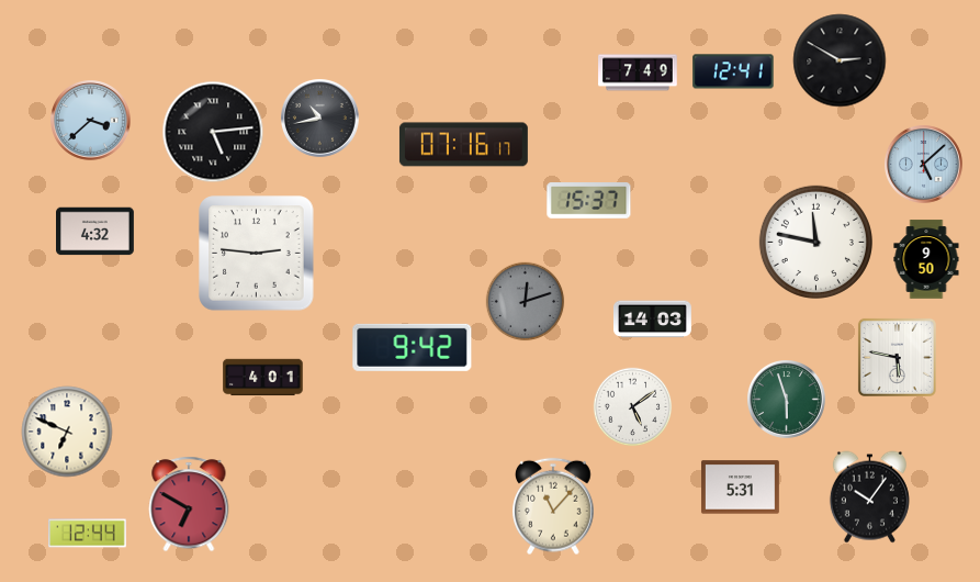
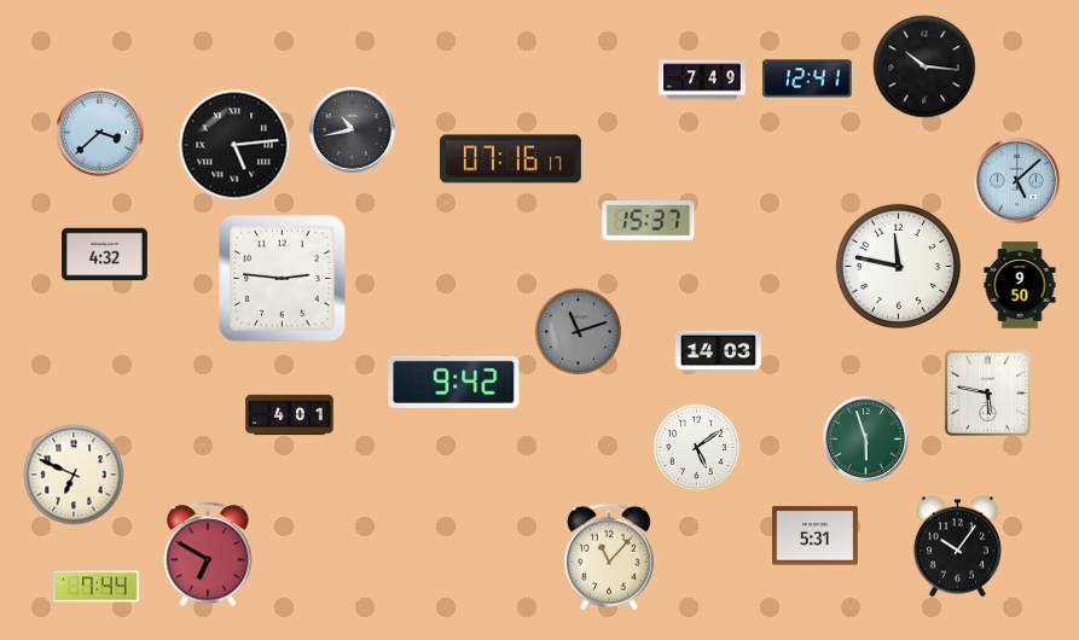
clock at (840, 60): 2:50 -> 10:16
clock at (526, 302): 12:12 -> 11:12
clock at (88, 534): 12:44 -> 7:44
